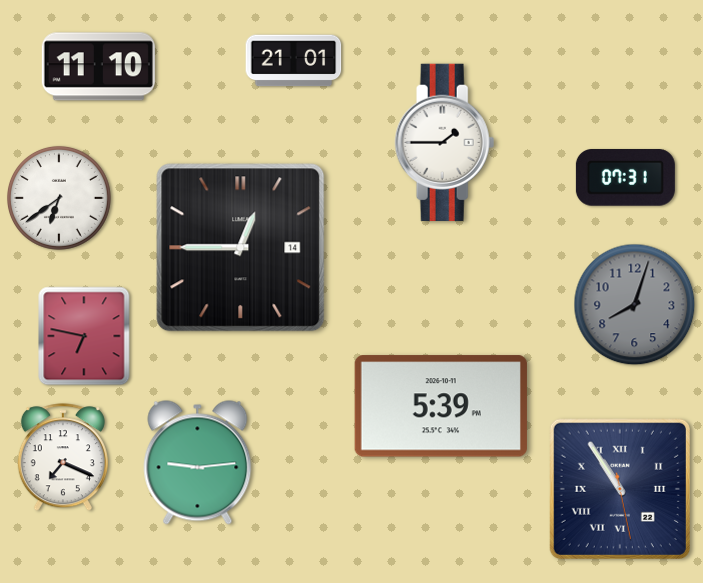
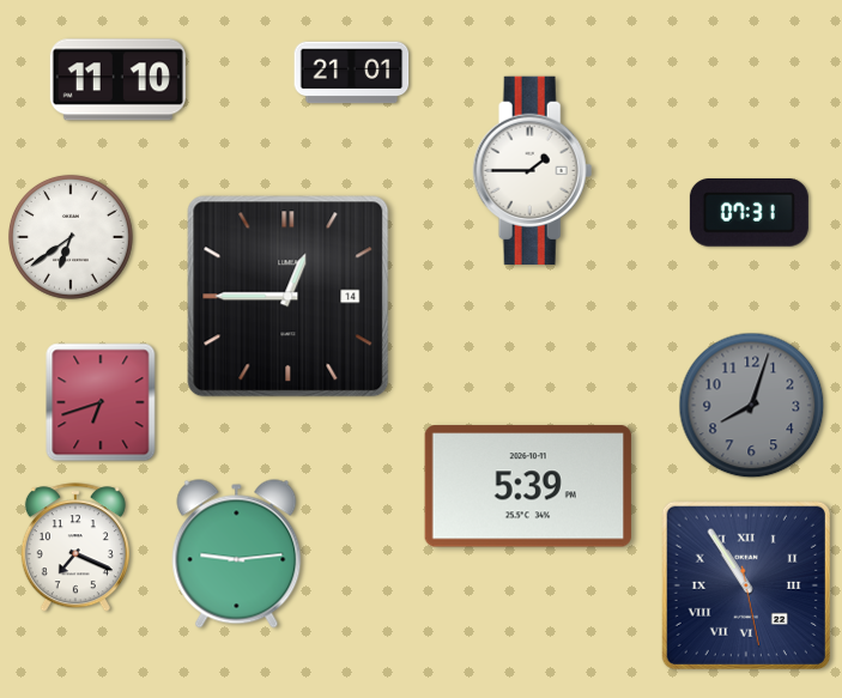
clock at (635, 305) position: (635, 305) -> (752, 406)
clock at (84, 336): 6:47 -> 6:42
clock at (620, 489) position: (620, 489) -> (746, 585)
